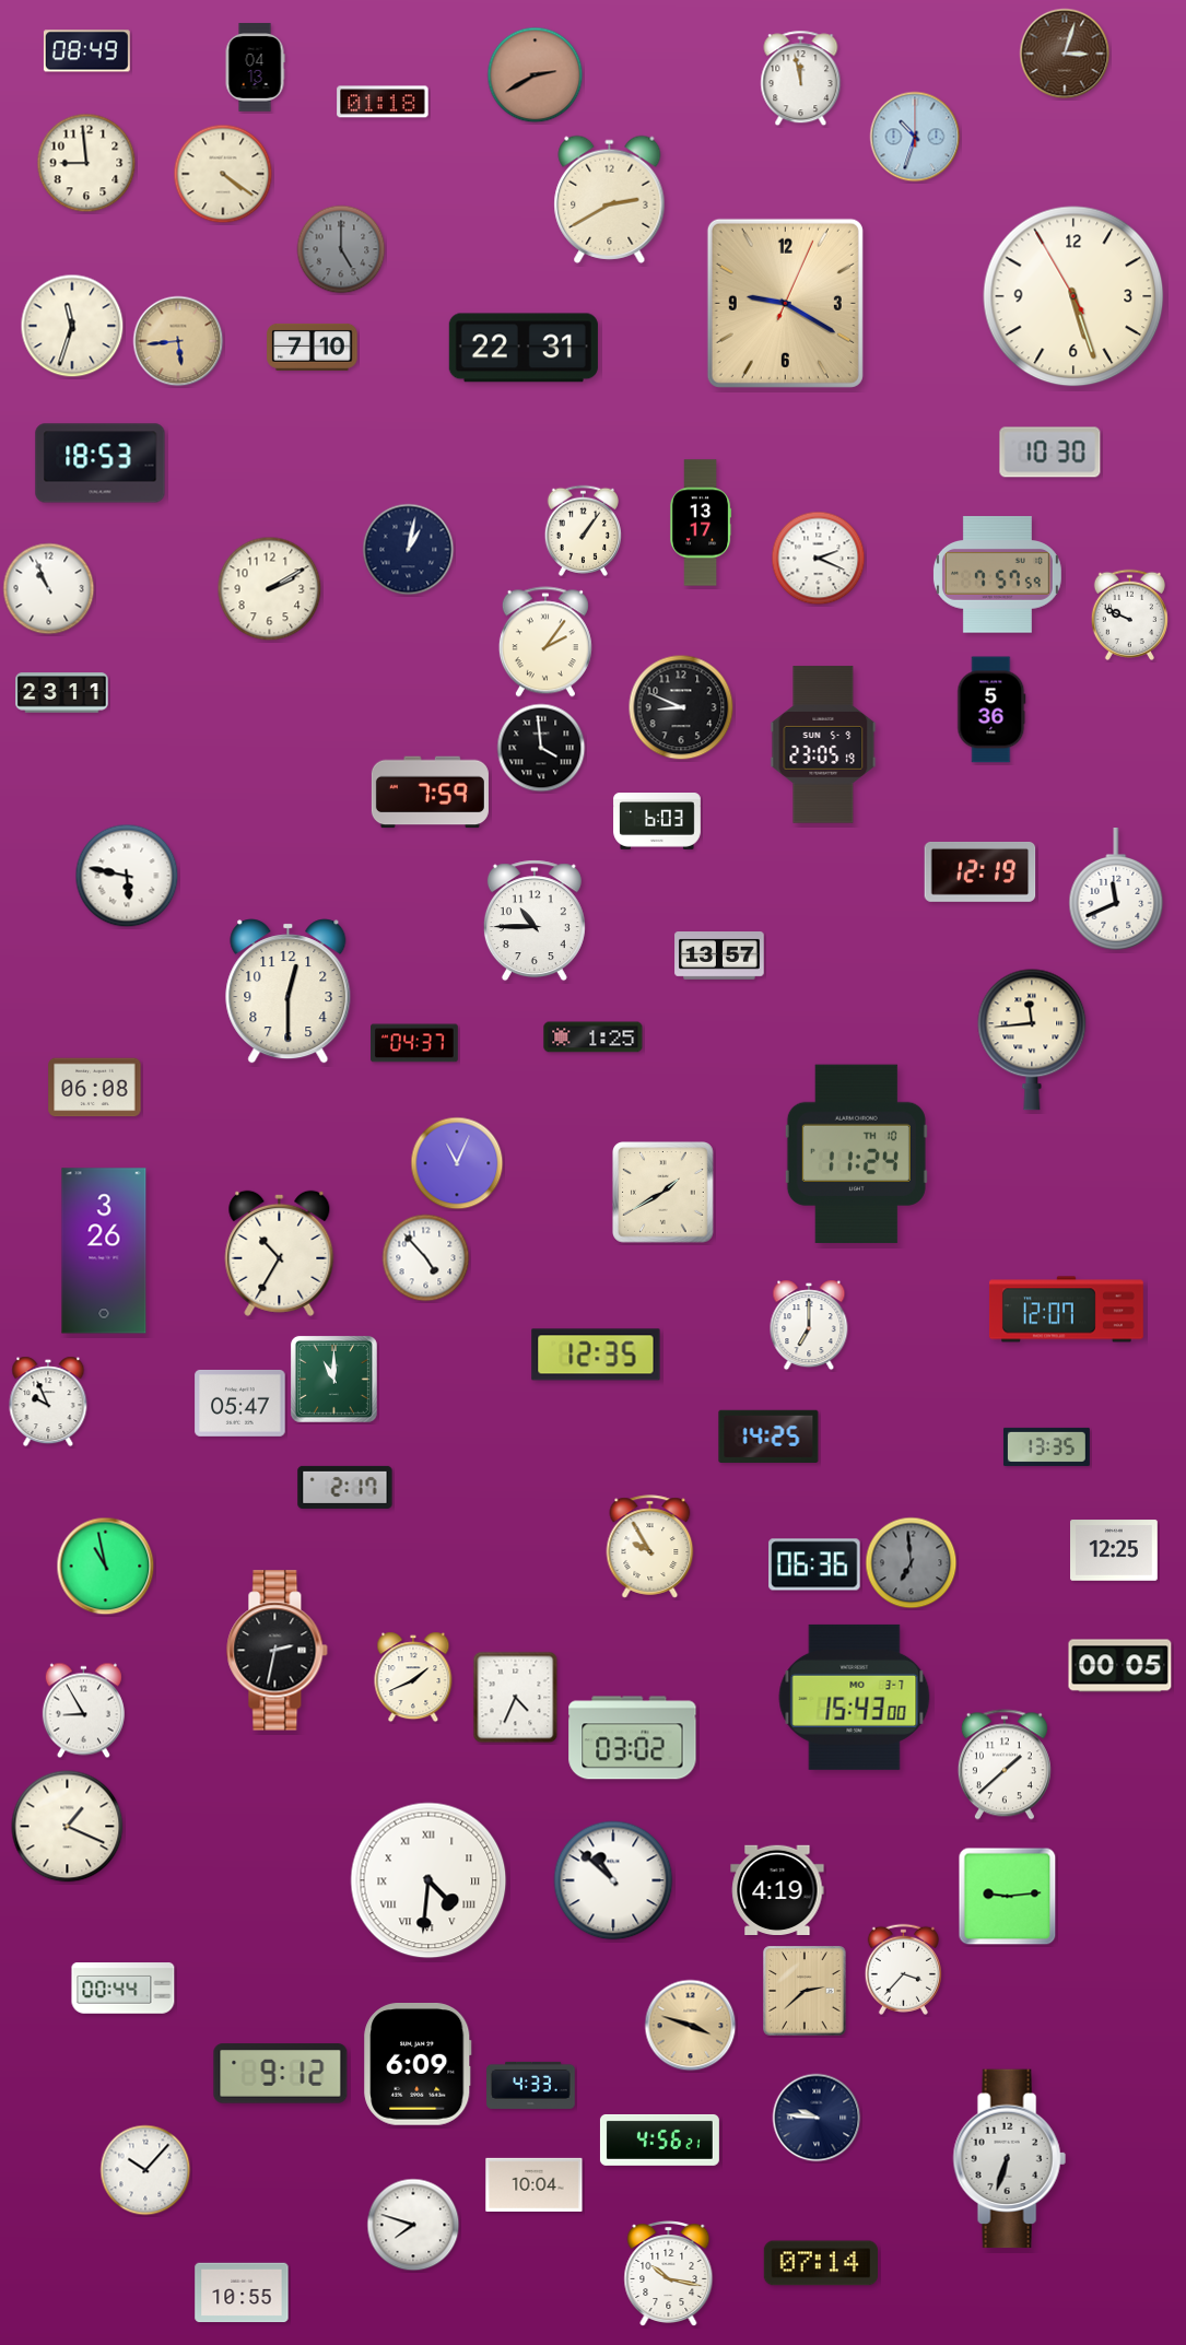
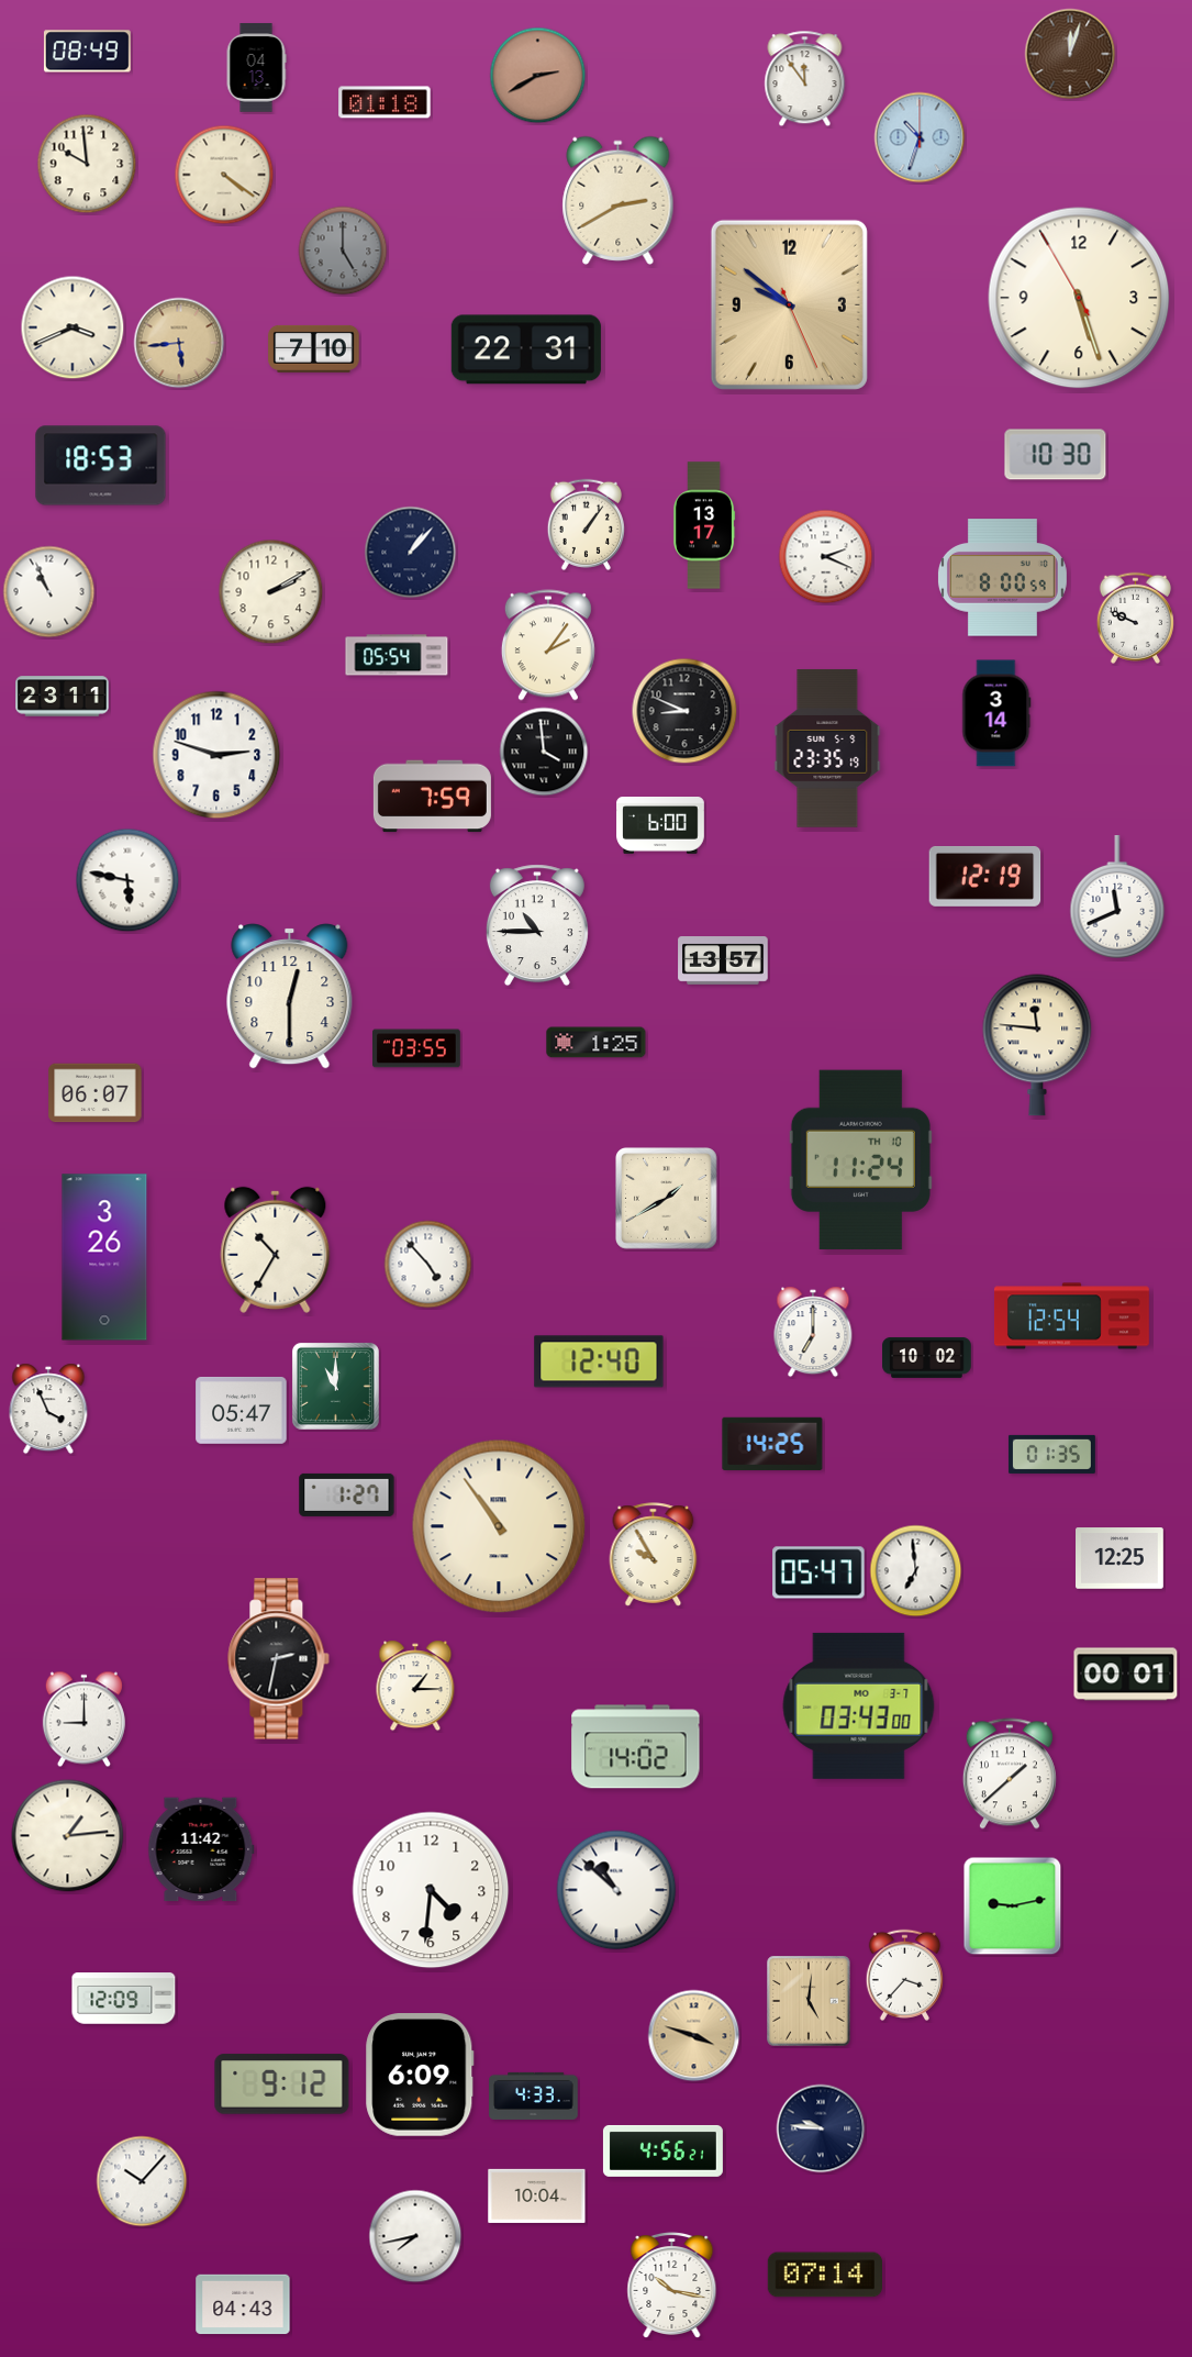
clock at (1065, 54): 3:03 -> 12:03
clock at (801, 79): 11:58 -> 11:54
clock at (86, 163): 8:59 -> 9:59
clock at (610, 199) position: (610, 199) -> (619, 200)
clock at (785, 303): 9:20 -> 9:51
clock at (72, 326): 11:33 -> 3:41
clock at (583, 530) position: (583, 530) -> (586, 524)
clock at (409, 550): 1:02 -> 1:07
clock at (819, 559) position: (819, 559) -> (826, 557)
clock at (997, 575): 7:57 -> 8:00
clock at (397, 655): none -> 05:54
clock at (991, 710): 5:36 -> 3:14
clock at (823, 744): 23:05 -> 23:35
clock at (216, 755): none -> 2:48
clock at (657, 822): 6:03 -> 6:00
clock at (1116, 890) position: (1116, 890) -> (1117, 898)
clock at (1032, 1040): 11:44 -> 11:46
clock at (415, 1043): 04:37 -> 03:55
clock at (95, 1088): 06:08 -> 06:07
clock at (457, 1163): 11:04 -> none
clock at (280, 1253) position: (280, 1253) -> (276, 1249)
clock at (1066, 1310): 12:07 -> 12:54
clock at (927, 1357): none -> 10:02
clock at (596, 1355): 12:35 -> 12:40
clock at (48, 1402): 9:56 -> 3:56
clock at (1046, 1446): 13:35 -> 01:35
clock at (345, 1487): 2:17 -> 1:27
clock at (499, 1526): none -> 10:54
clock at (912, 1563) dial: grey -> white
clock at (814, 1564): 06:36 -> 05:47
clock at (106, 1567): 10:58 -> none
clock at (1120, 1666): 00:05 -> 00:01
clock at (413, 1677): 1:41 -> 1:15
clock at (855, 1697): 15:43 -> 03:43
clock at (516, 1698): 4:34 -> none
clock at (83, 1711): 8:55 -> 9:00
clock at (633, 1738): 03:02 -> 14:02
clock at (68, 1827): 1:19 -> 1:14
clock at (201, 1849): none -> 11:42
clock at (428, 1880) numerals: Roman -> Arabic
clock at (777, 1889): 4:19 -> none
clock at (1008, 1897): 9:14 -> 9:13
clock at (903, 1969) position: (903, 1969) -> (904, 1975)
clock at (124, 1989): 00:44 -> 12:09
clock at (805, 1991): 2:38 -> 5:01
clock at (1009, 2159): 6:33 -> none
clock at (145, 2170) position: (145, 2170) -> (142, 2181)
clock at (413, 2225): 7:48 -> 7:43
clock at (242, 2293): 10:55 -> 04:43
